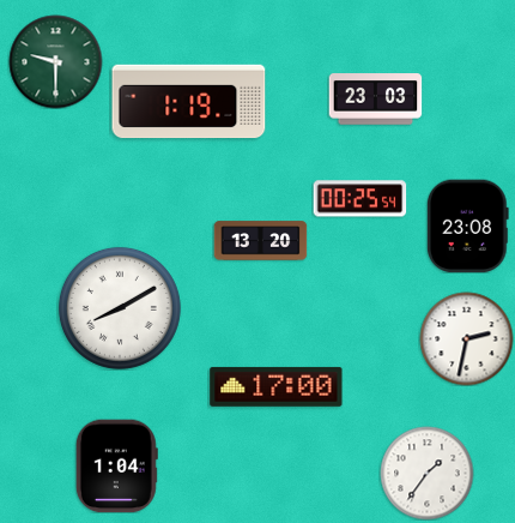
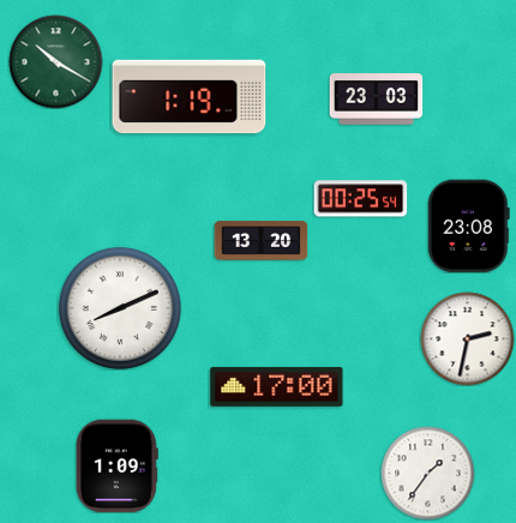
clock at (55, 61): 9:30 -> 10:20
clock at (189, 102) position: (189, 102) -> (190, 97)
clock at (120, 308): 8:10 -> 8:11
clock at (116, 465): 1:04 -> 1:09
